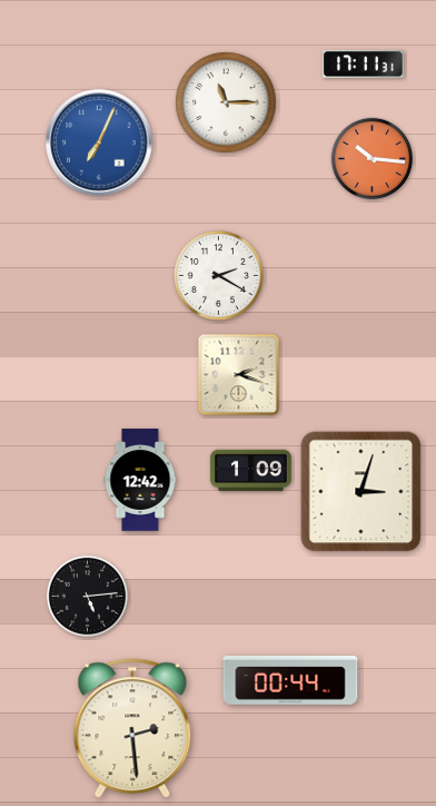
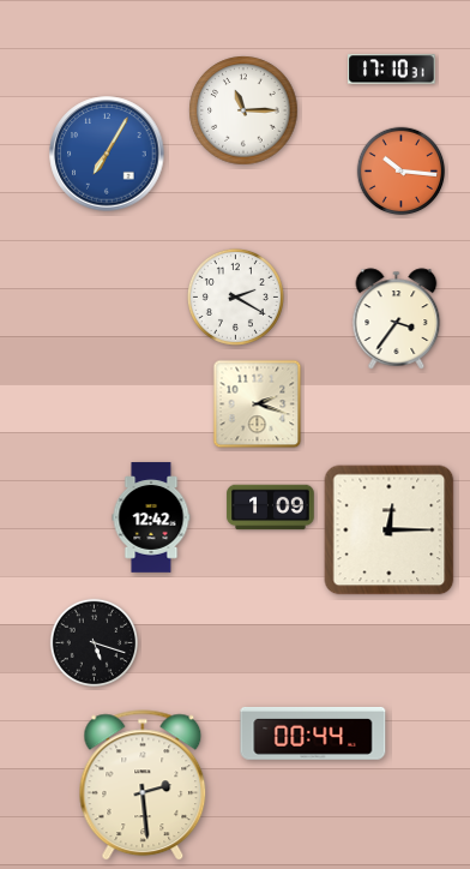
clock at (364, 65): 17:11 -> 17:10
clock at (99, 142): 7:04 -> 7:05
clock at (397, 319): none -> 3:36
clock at (361, 492): 3:03 -> 12:15
clock at (88, 597): 5:14 -> 5:18
